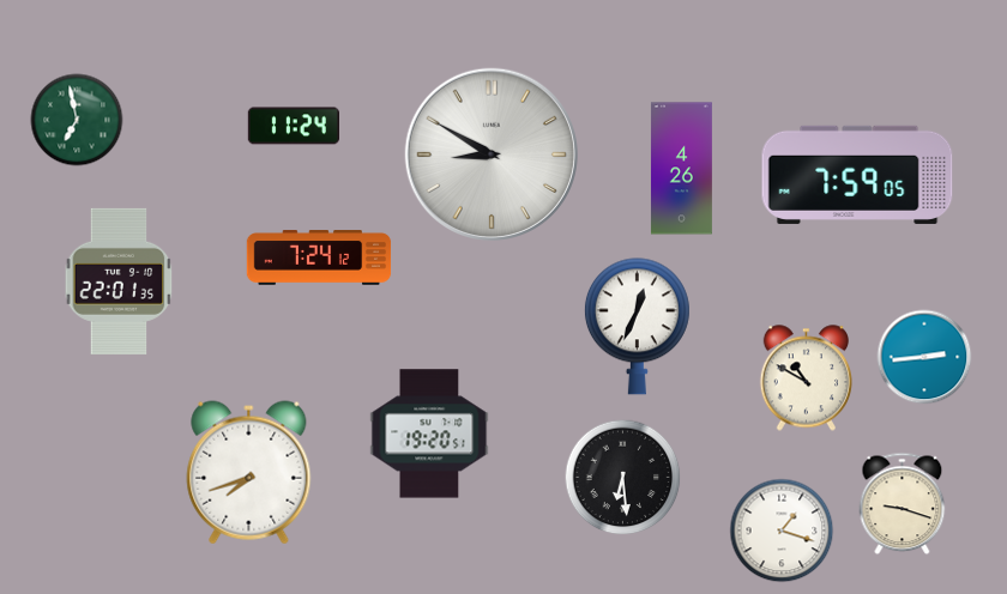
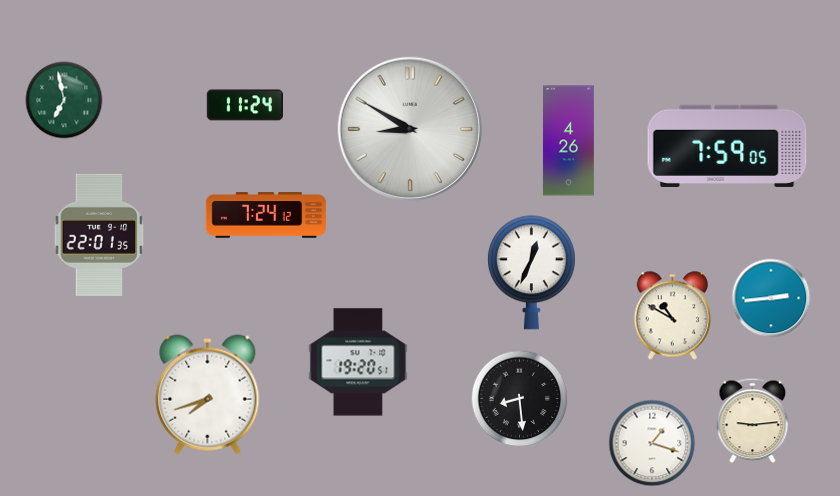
clock at (857, 175) position: (857, 175) -> (727, 146)
clock at (623, 478): 6:29 -> 8:29
clock at (903, 504): 9:18 -> 9:14
